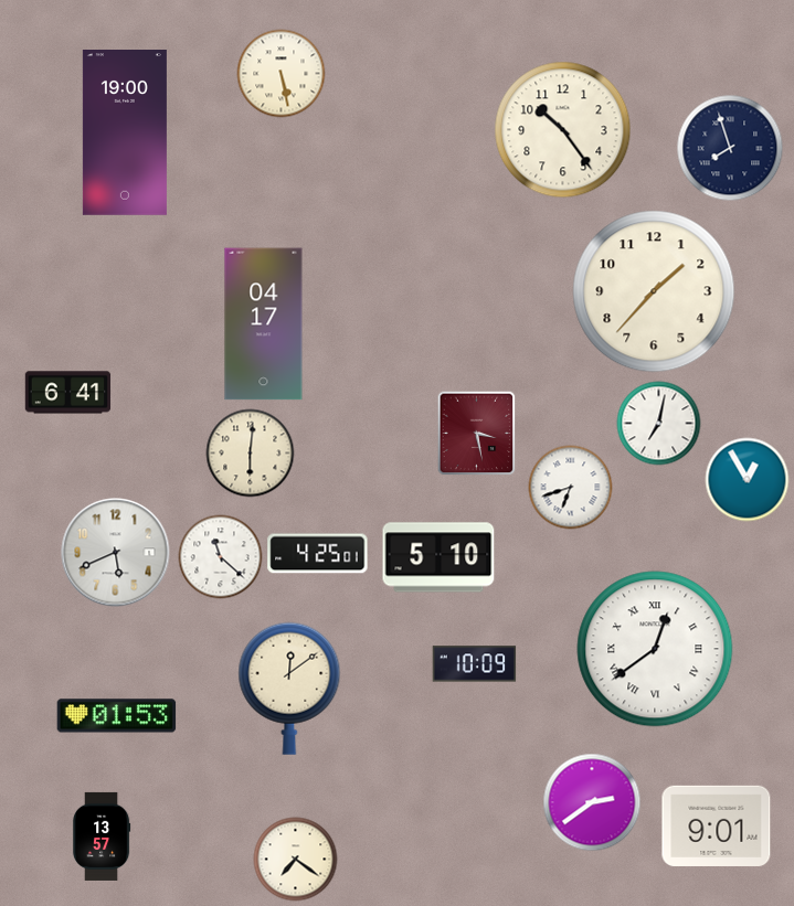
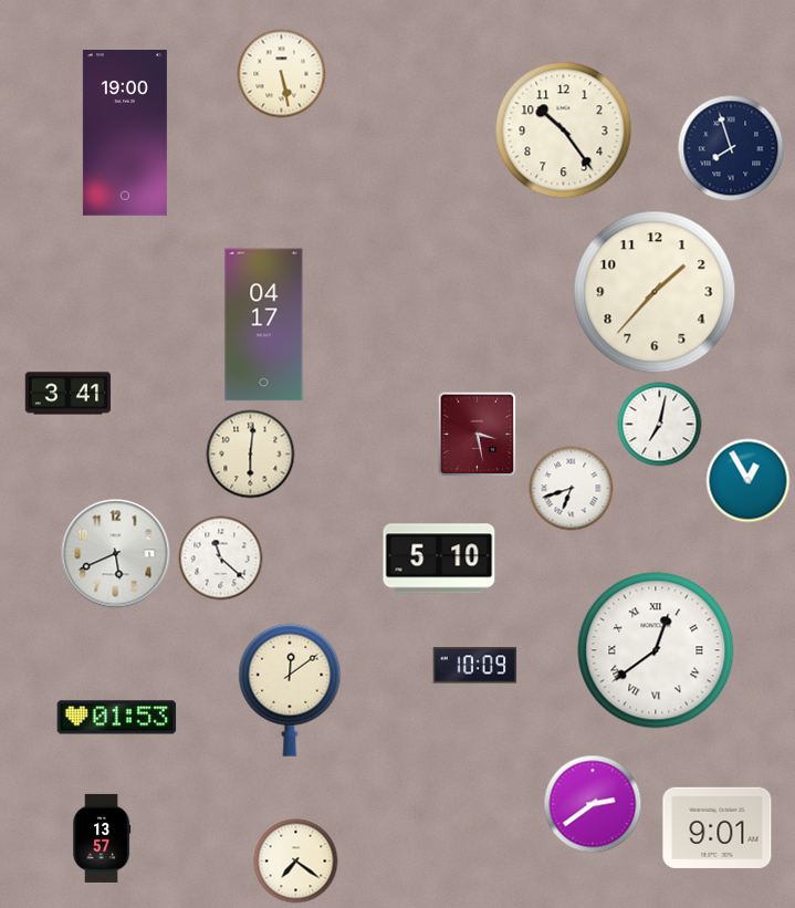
clock at (68, 393): 6:41 -> 3:41
clock at (318, 554): 4:25 -> none
